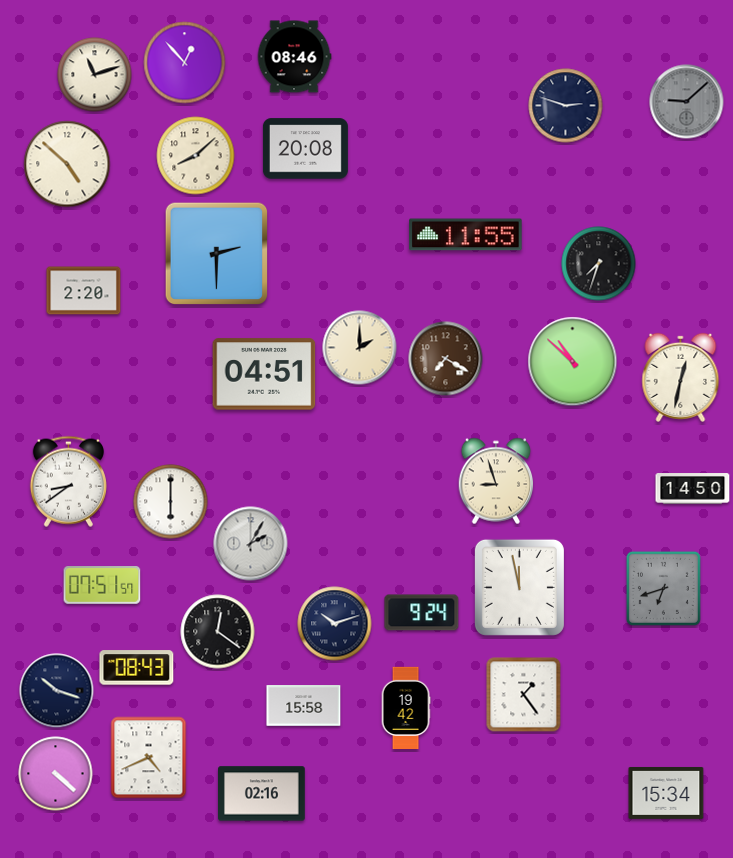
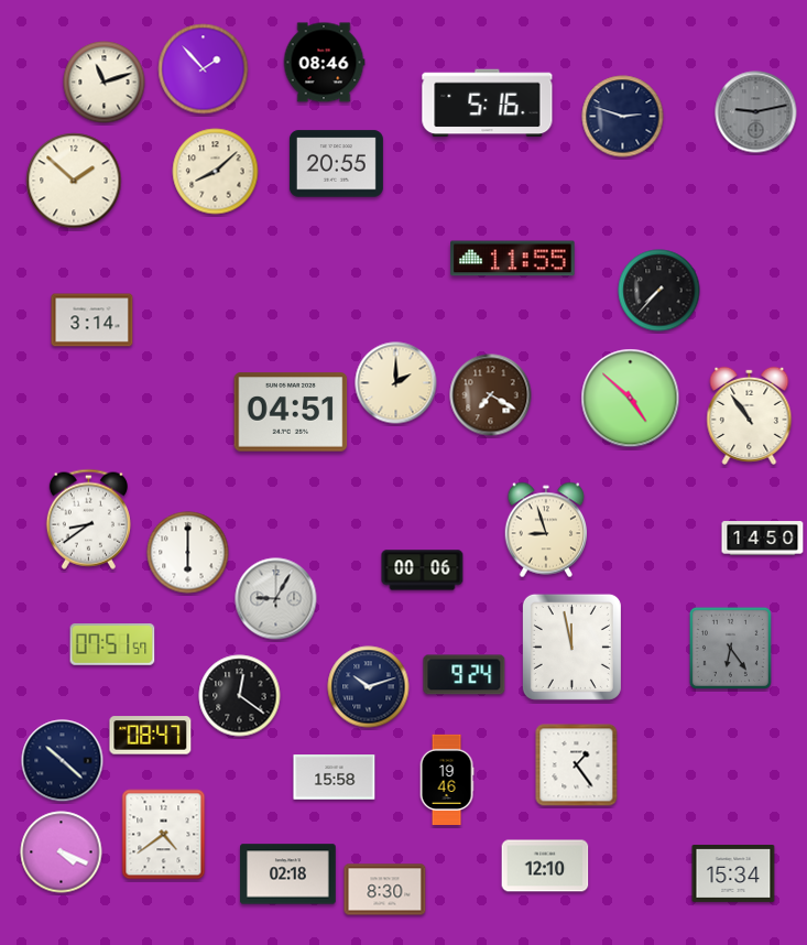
clock at (185, 63): 12:53 -> 1:53
clock at (488, 104): none -> 5:16
clock at (687, 102): 9:08 -> 9:13
clock at (305, 149): 20:08 -> 20:55
clock at (67, 164): 4:52 -> 1:52
clock at (217, 254): 2:30 -> none
clock at (599, 264): 7:33 -> 7:37
clock at (84, 291): 2:20 -> 3:14
clock at (573, 362): 10:52 -> 4:52
clock at (681, 377): 12:32 -> 10:54
clock at (68, 481) position: (68, 481) -> (88, 519)
clock at (423, 571): none -> 00:06
clock at (251, 544): 2:05 -> 9:05
clock at (663, 588): 6:42 -> 6:24
clock at (137, 668): 08:43 -> 08:47
clock at (57, 691): 10:18 -> 10:22
clock at (406, 708): 19:42 -> 19:46
clock at (149, 758): 4:41 -> 4:39
clock at (56, 774): 4:22 -> 4:19
clock at (545, 866): none -> 12:10
clock at (262, 794): 02:16 -> 02:18
clock at (385, 890): none -> 8:30
